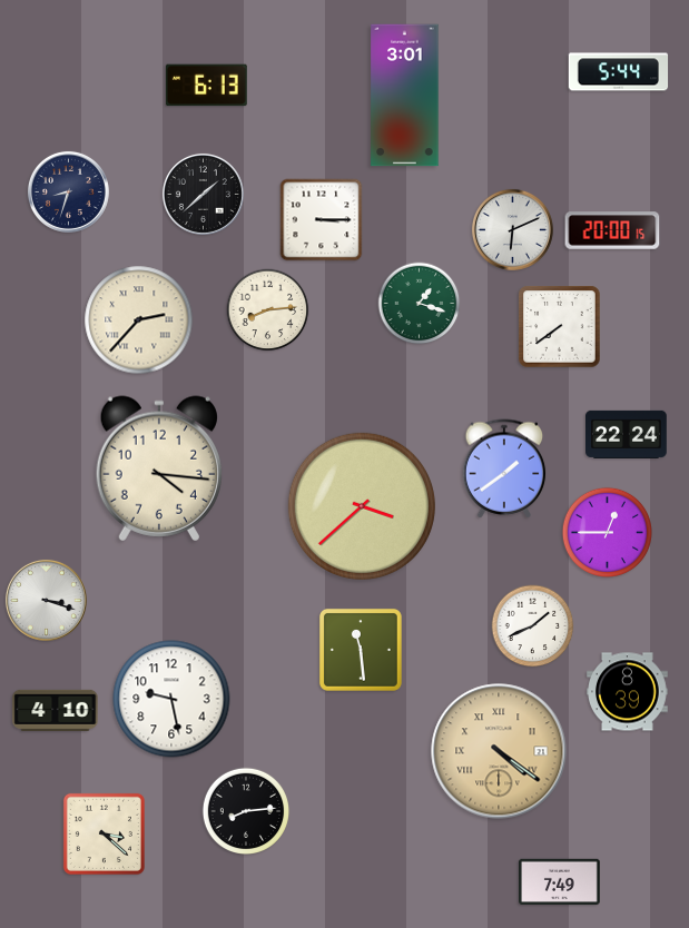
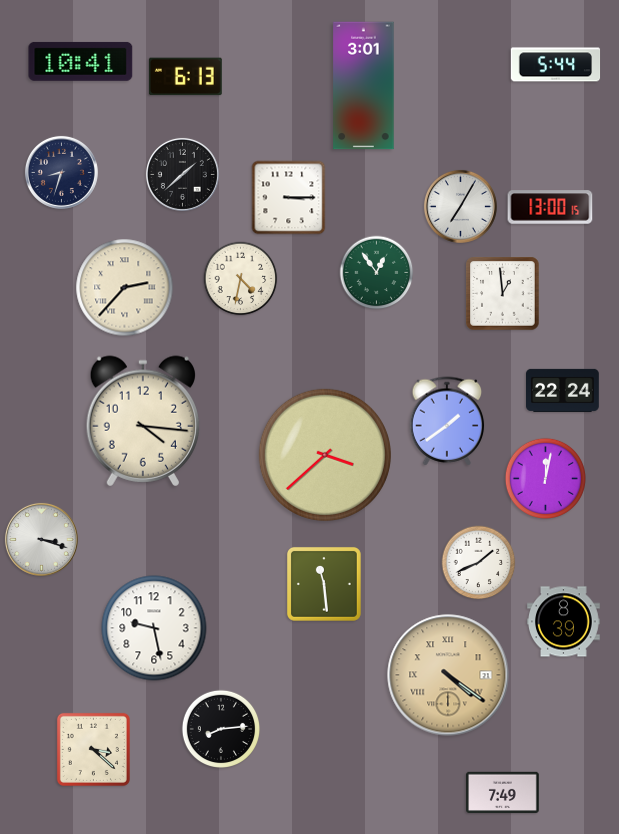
clock at (81, 61): none -> 10:41
clock at (512, 229): 6:11 -> 7:05
clock at (612, 230): 20:00 -> 13:00
clock at (420, 304): 1:18 -> 12:54
clock at (268, 310): 8:14 -> 4:32
clock at (560, 327): 7:39 -> 12:59
clock at (504, 468) position: (504, 468) -> (447, 421)
clock at (607, 532): 12:45 -> 12:02
clock at (56, 710): 4:10 -> none
